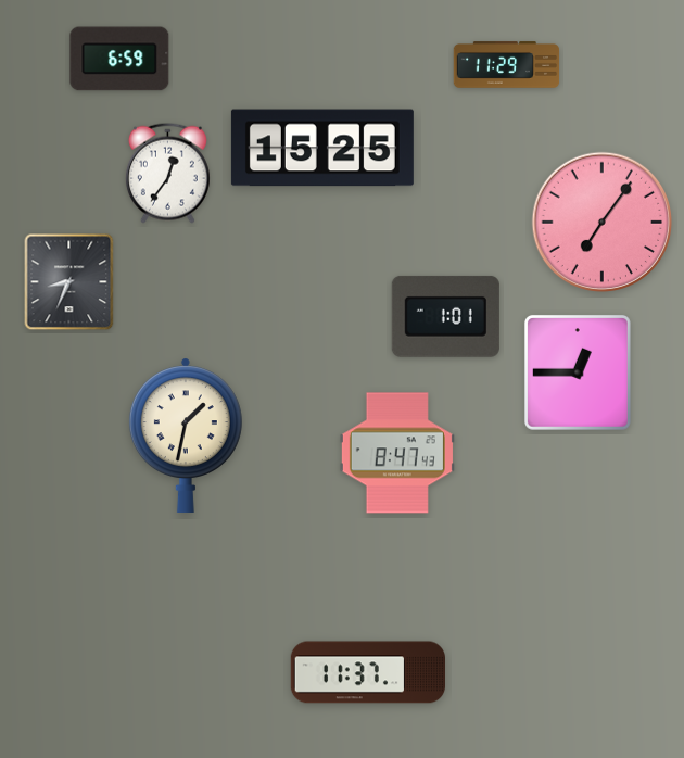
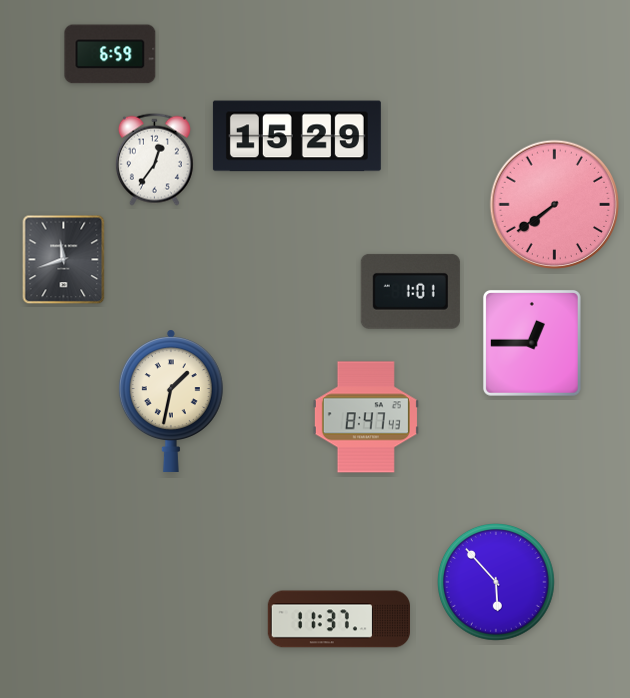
clock at (507, 65): 11:29 -> none
clock at (322, 148): 15:25 -> 15:29
clock at (603, 223): 7:06 -> 7:39
clock at (69, 282): 8:34 -> 11:42
clock at (497, 583): none -> 5:53
